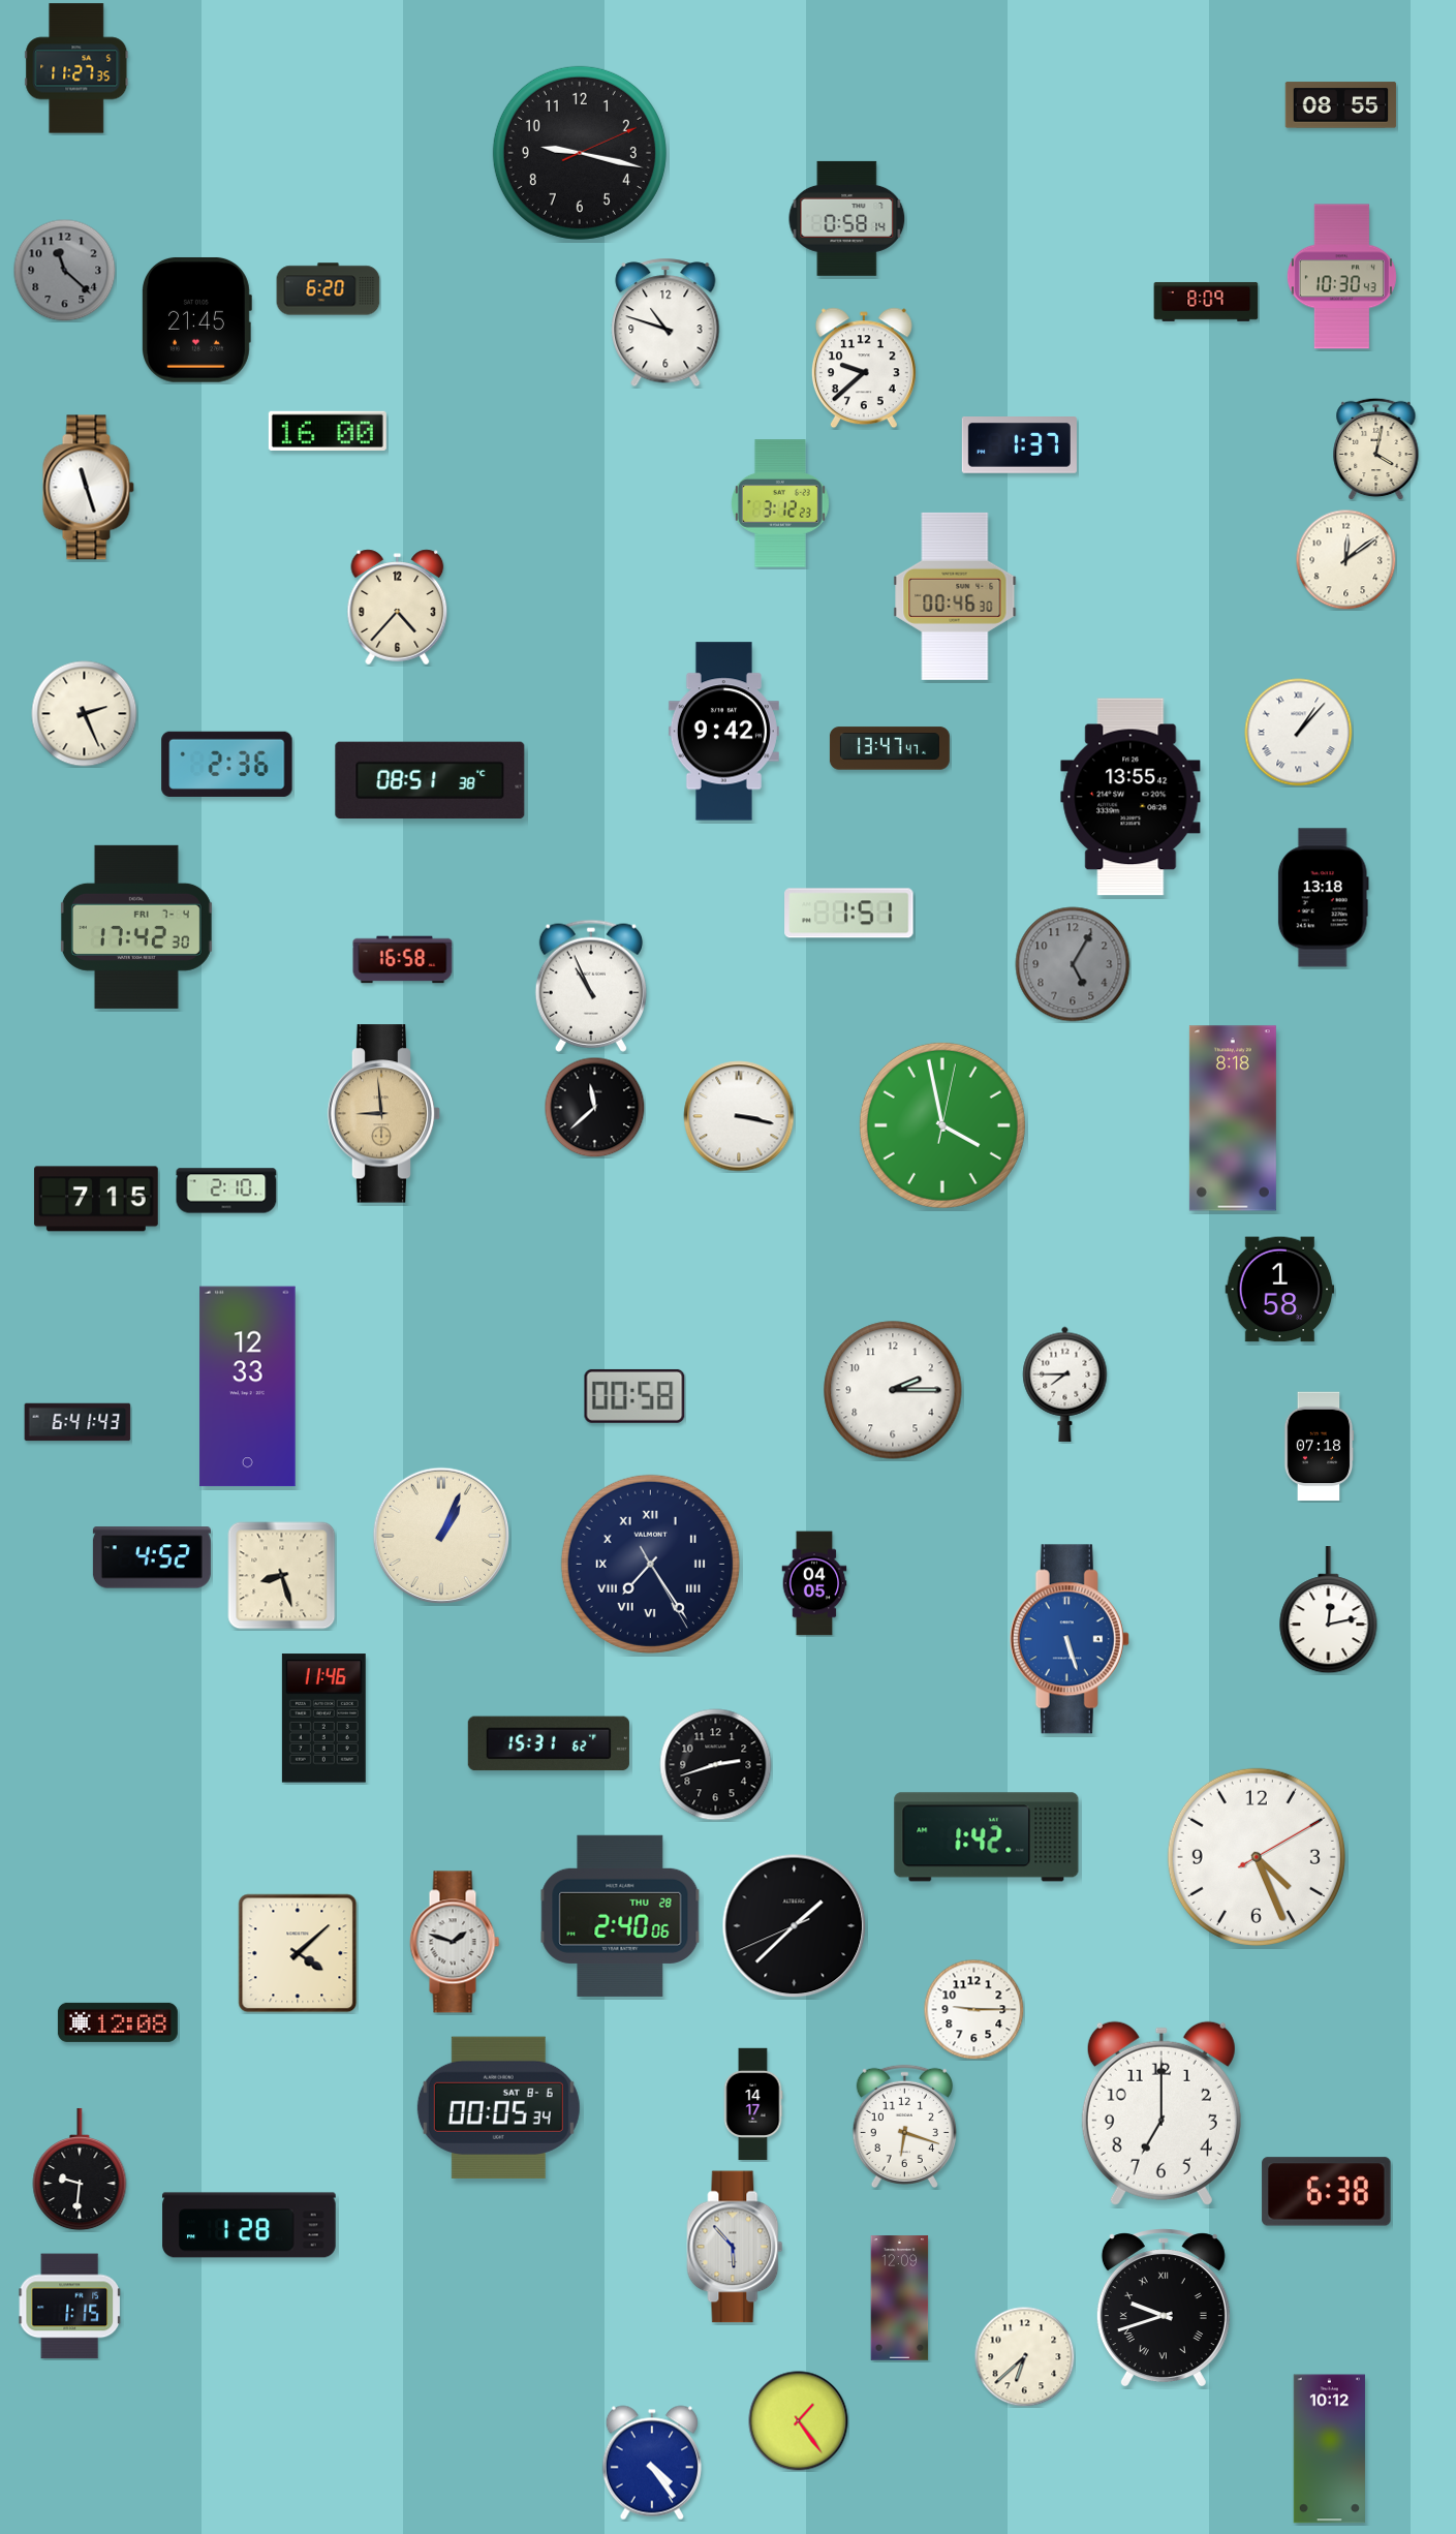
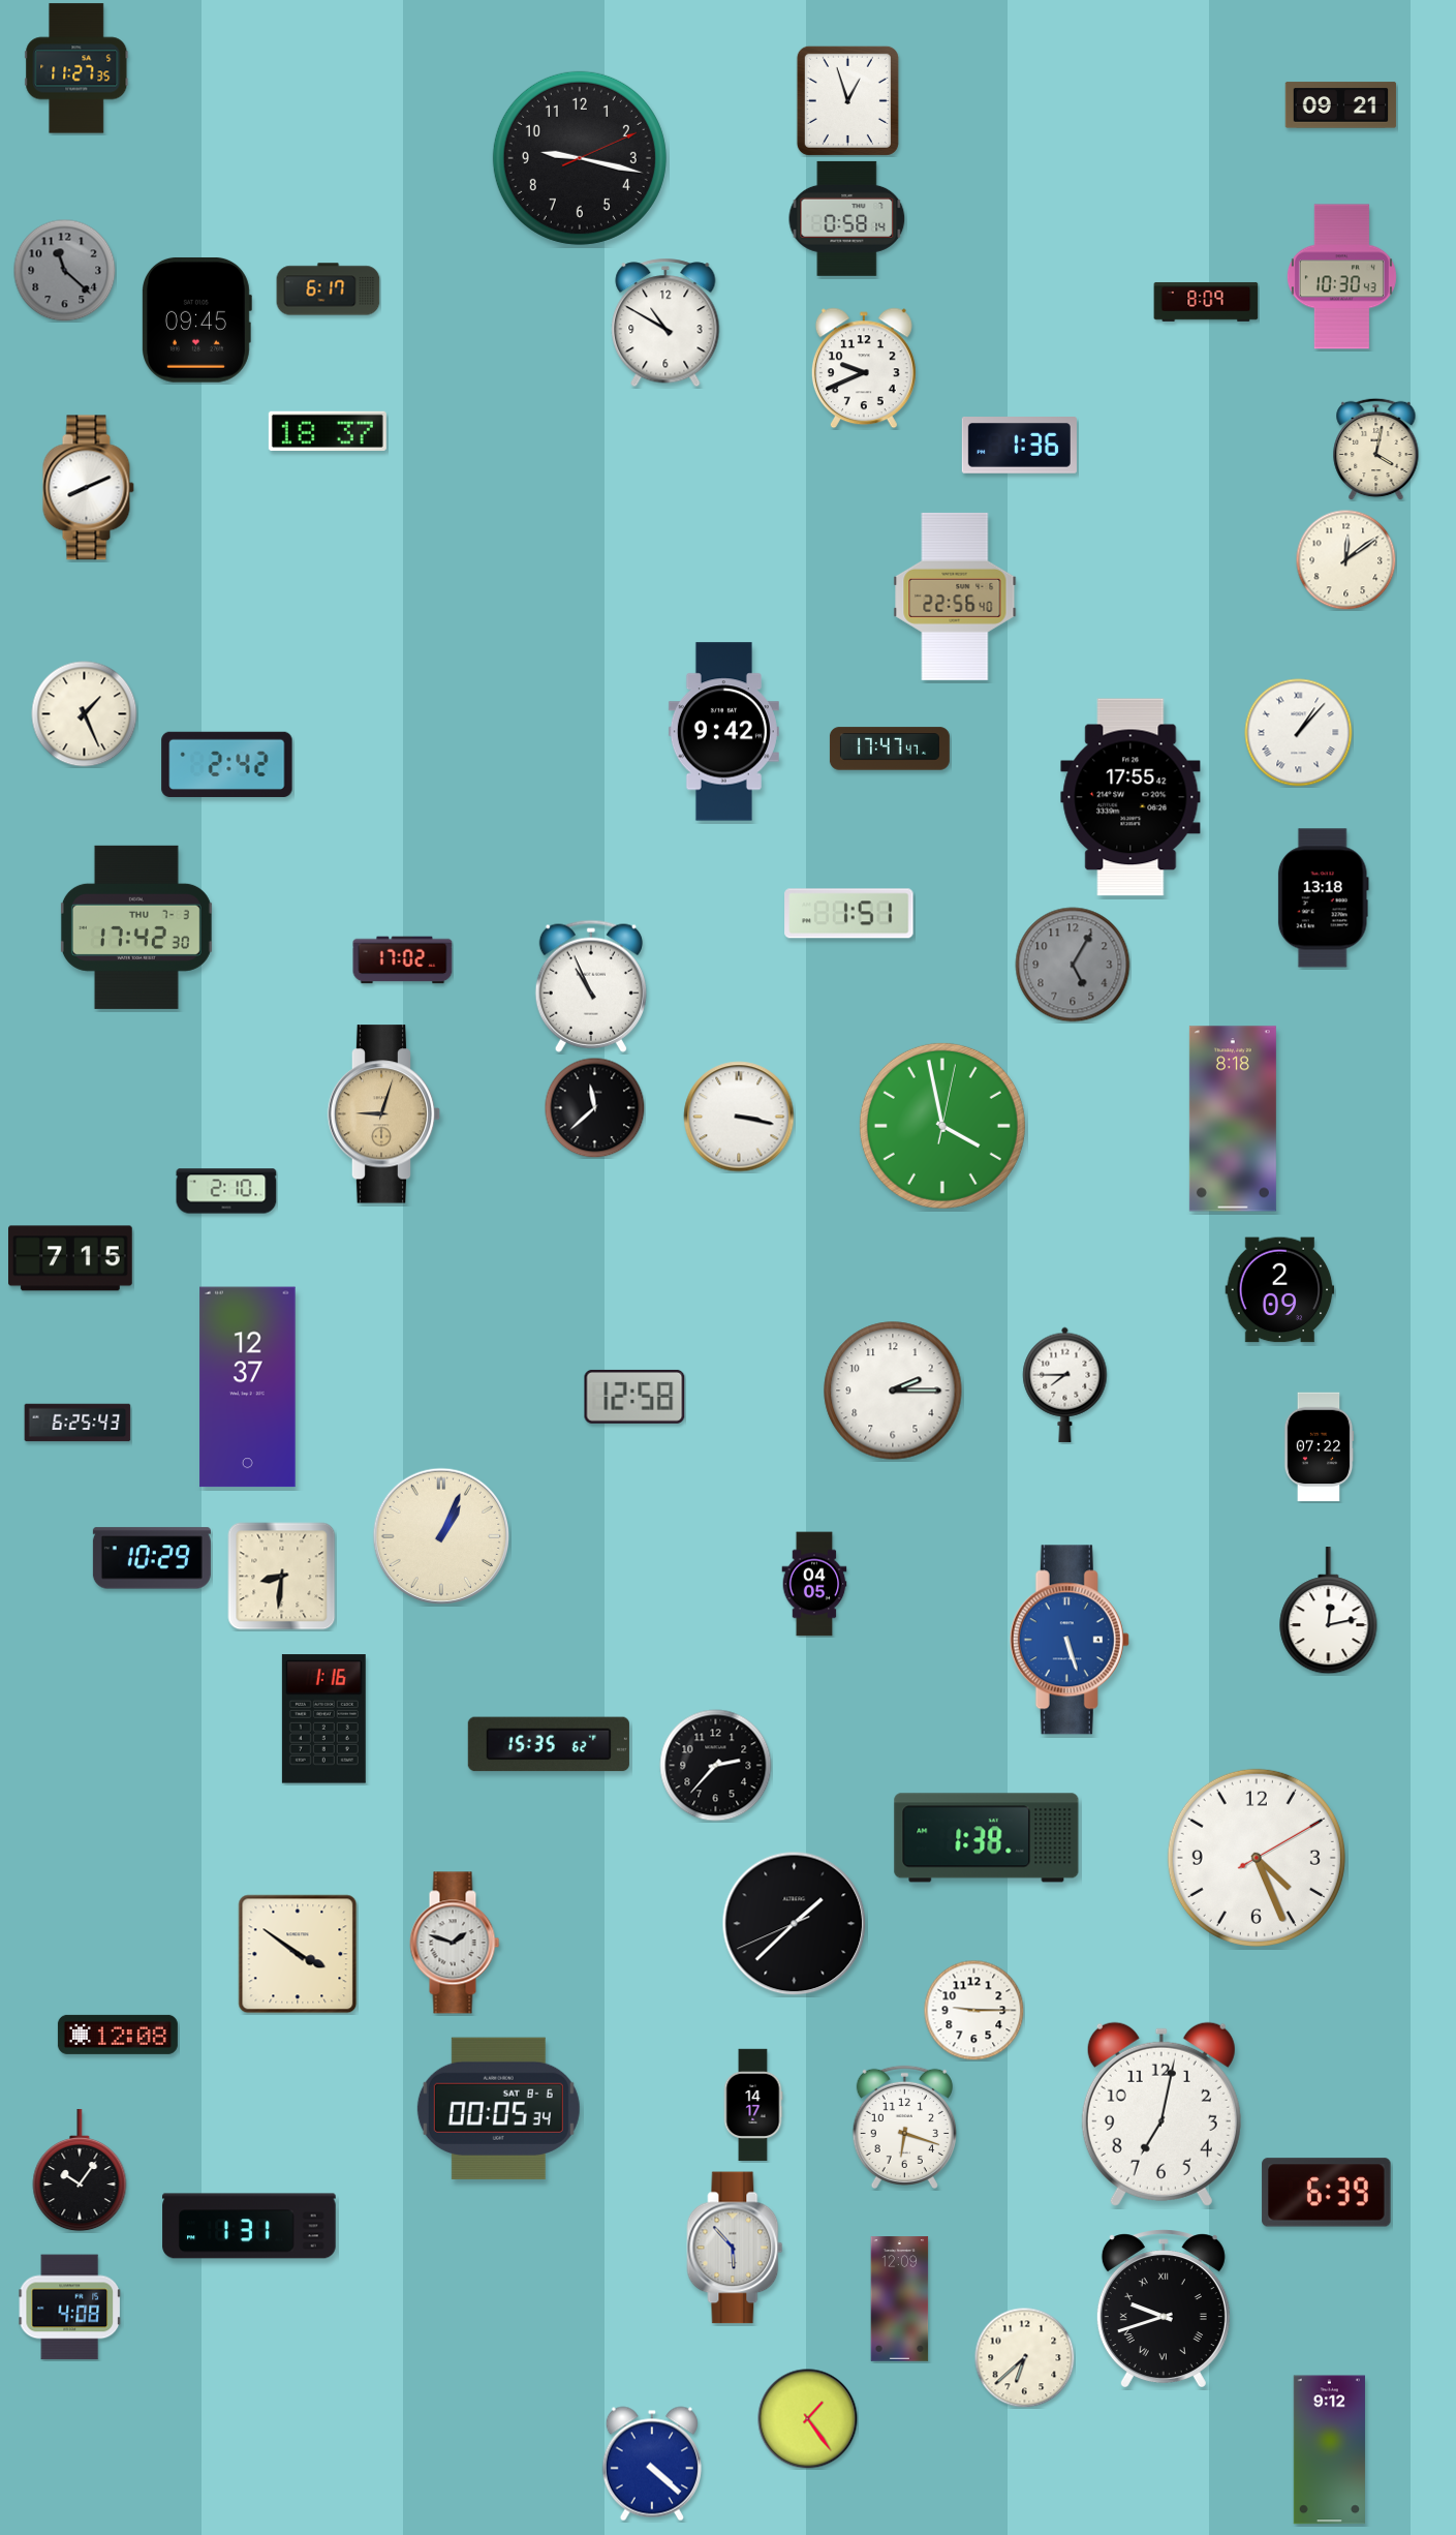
clock at (847, 100): none -> 12:57
clock at (1341, 105): 08:55 -> 09:21
clock at (580, 153) position: (580, 153) -> (580, 158)
clock at (329, 289): 6:20 -> 6:17
clock at (197, 319): 21:45 -> 09:45
clock at (665, 322): 10:48 -> 10:50
clock at (864, 368): 9:38 -> 9:41
clock at (328, 431): 16:00 -> 18:37
clock at (1019, 445): 1:37 -> 1:36
clock at (88, 488): 11:27 -> 8:11
clock at (780, 503): 3:12 -> none
clock at (955, 596): 00:46 -> 22:56
clock at (398, 608): 4:37 -> none
clock at (85, 714): 2:26 -> 1:26
clock at (890, 748): 13:47 -> 17:47
clock at (227, 764): 2:36 -> 2:42
clock at (430, 780): 08:51 -> none
clock at (1130, 797): 13:55 -> 17:55
clock at (136, 927) date: FRI 7-4 -> THU 7-3
clock at (403, 960): 16:58 -> 17:02
clock at (384, 1114): 8:59 -> 9:03
clock at (97, 1199) position: (97, 1199) -> (71, 1258)
clock at (1280, 1290): 1:58 -> 2:09
clock at (248, 1387): 12:33 -> 12:37
clock at (634, 1396): 00:58 -> 12:58
clock at (78, 1422): 6:41 -> 6:25
clock at (1319, 1447): 07:18 -> 07:22
clock at (152, 1557): 4:52 -> 10:29
clock at (650, 1564): 7:24 -> none
clock at (282, 1576): 8:27 -> 8:31
clock at (323, 1719): 11:46 -> 1:16
clock at (549, 1743): 15:31 -> 15:35
clock at (716, 1765): 2:42 -> 2:37
clock at (987, 1837): 1:42 -> 1:38
clock at (620, 1916): 2:40 -> none
clock at (795, 1926) position: (795, 1926) -> (795, 1924)
clock at (298, 1953): 4:08 -> 3:51
clock at (118, 2022) position: (118, 2022) -> (118, 2035)
clock at (1161, 2113): 7:00 -> 7:02
clock at (80, 2169): 9:31 -> 10:06
clock at (1327, 2192): 6:38 -> 6:39
clock at (249, 2225): 1:28 -> 1:31
clock at (69, 2307): 1:15 -> 4:08
clock at (799, 2421) position: (799, 2421) -> (808, 2419)
clock at (1329, 2449): 10:12 -> 9:12
clock at (652, 2463): 4:24 -> 4:22
